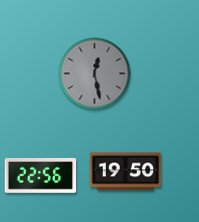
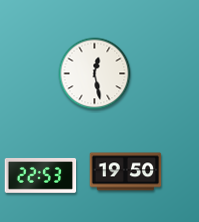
clock at (95, 74) dial: grey -> white
clock at (41, 176): 22:56 -> 22:53
